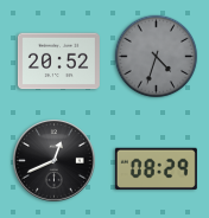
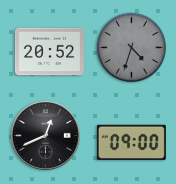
clock at (156, 168): 08:29 -> 09:00
